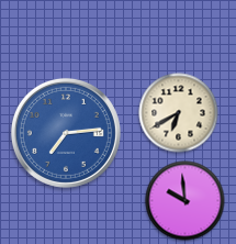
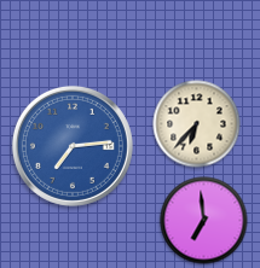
clock at (179, 113): 6:40 -> 6:37
clock at (186, 201): 9:59 -> 6:59
